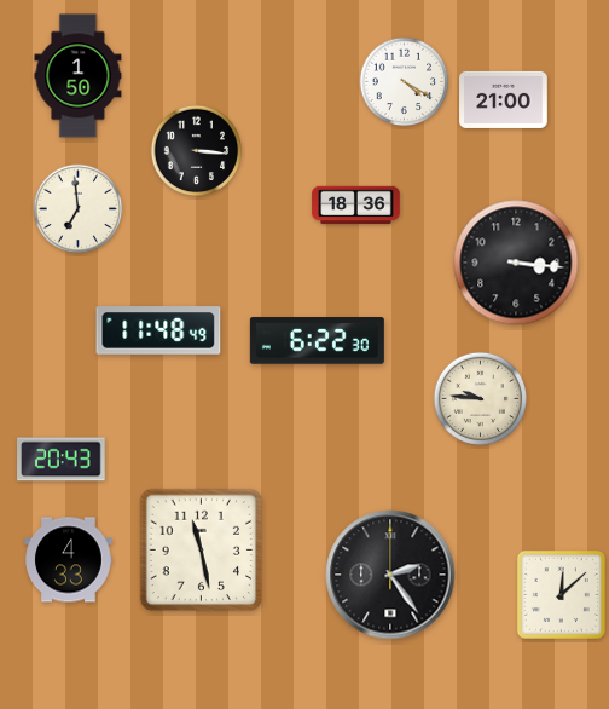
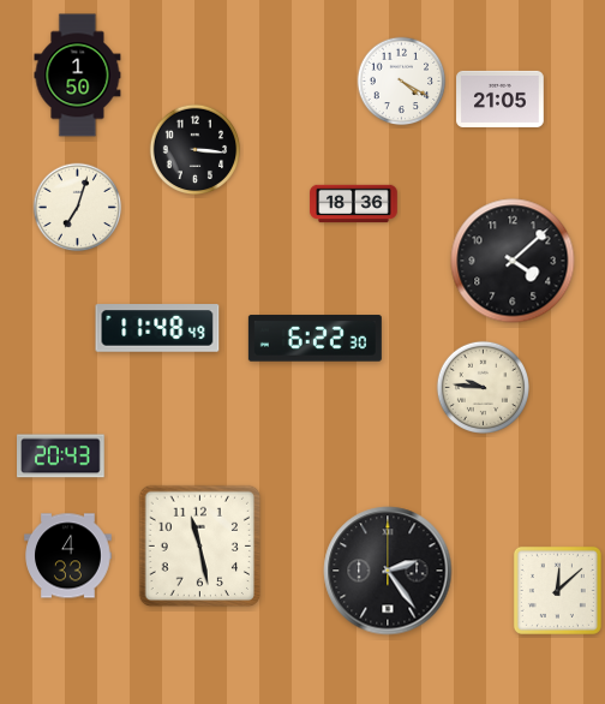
clock at (504, 99): 21:00 -> 21:05
clock at (79, 209): 6:59 -> 7:03
clock at (516, 263): 3:16 -> 4:08
clock at (480, 398) position: (480, 398) -> (483, 387)
